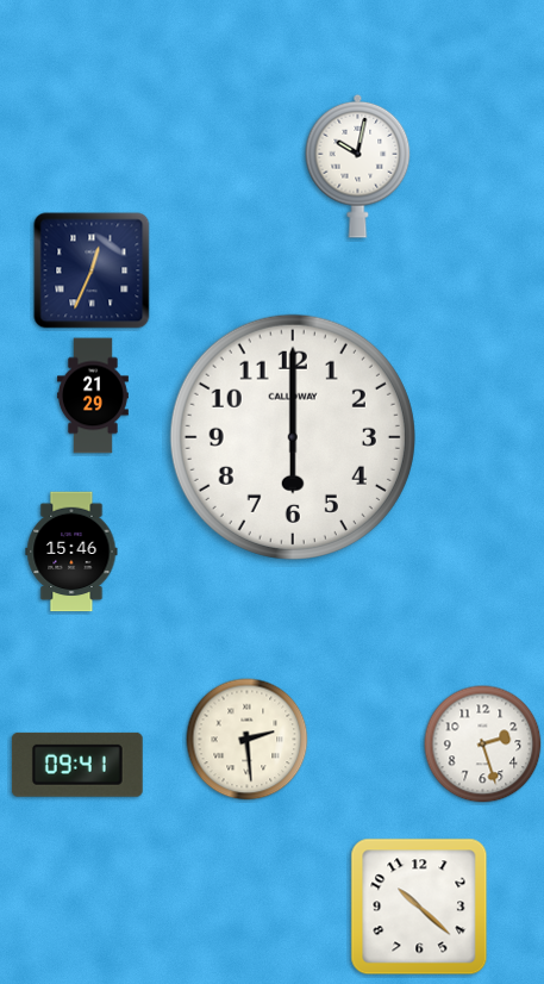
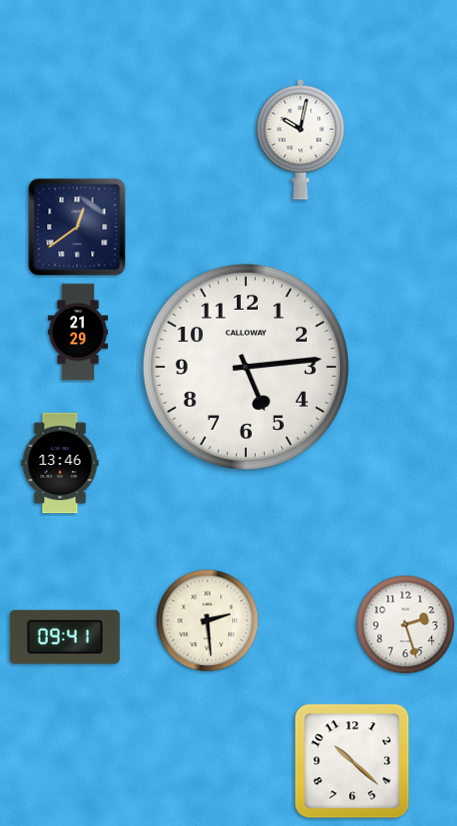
clock at (92, 270): 12:34 -> 12:39
clock at (293, 437): 6:00 -> 5:14
clock at (71, 552): 15:46 -> 13:46
clock at (77, 765) position: (77, 765) -> (65, 637)
